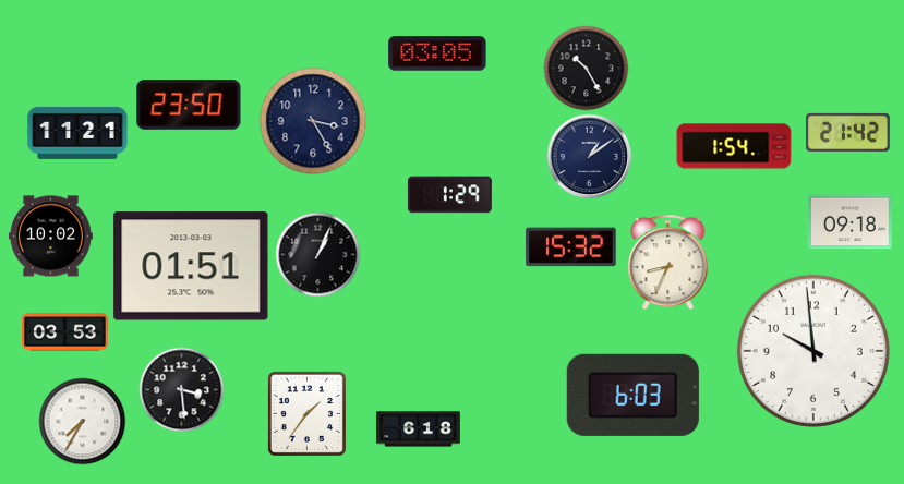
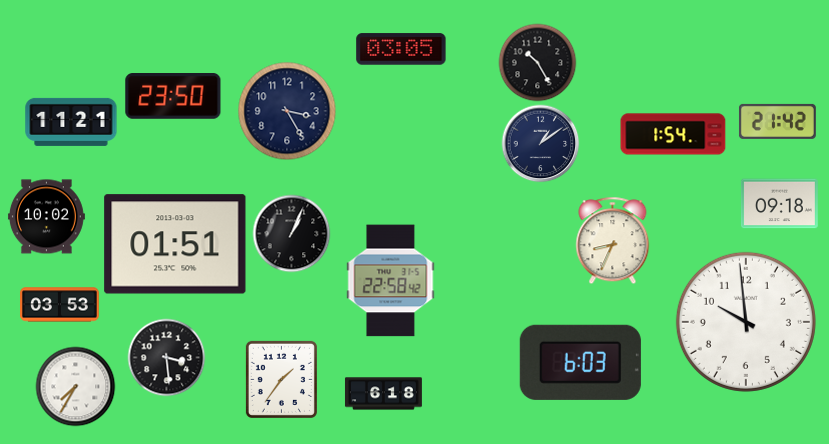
clock at (449, 195): 1:29 -> none
clock at (571, 247): 15:32 -> none
clock at (391, 281): none -> 22:58
